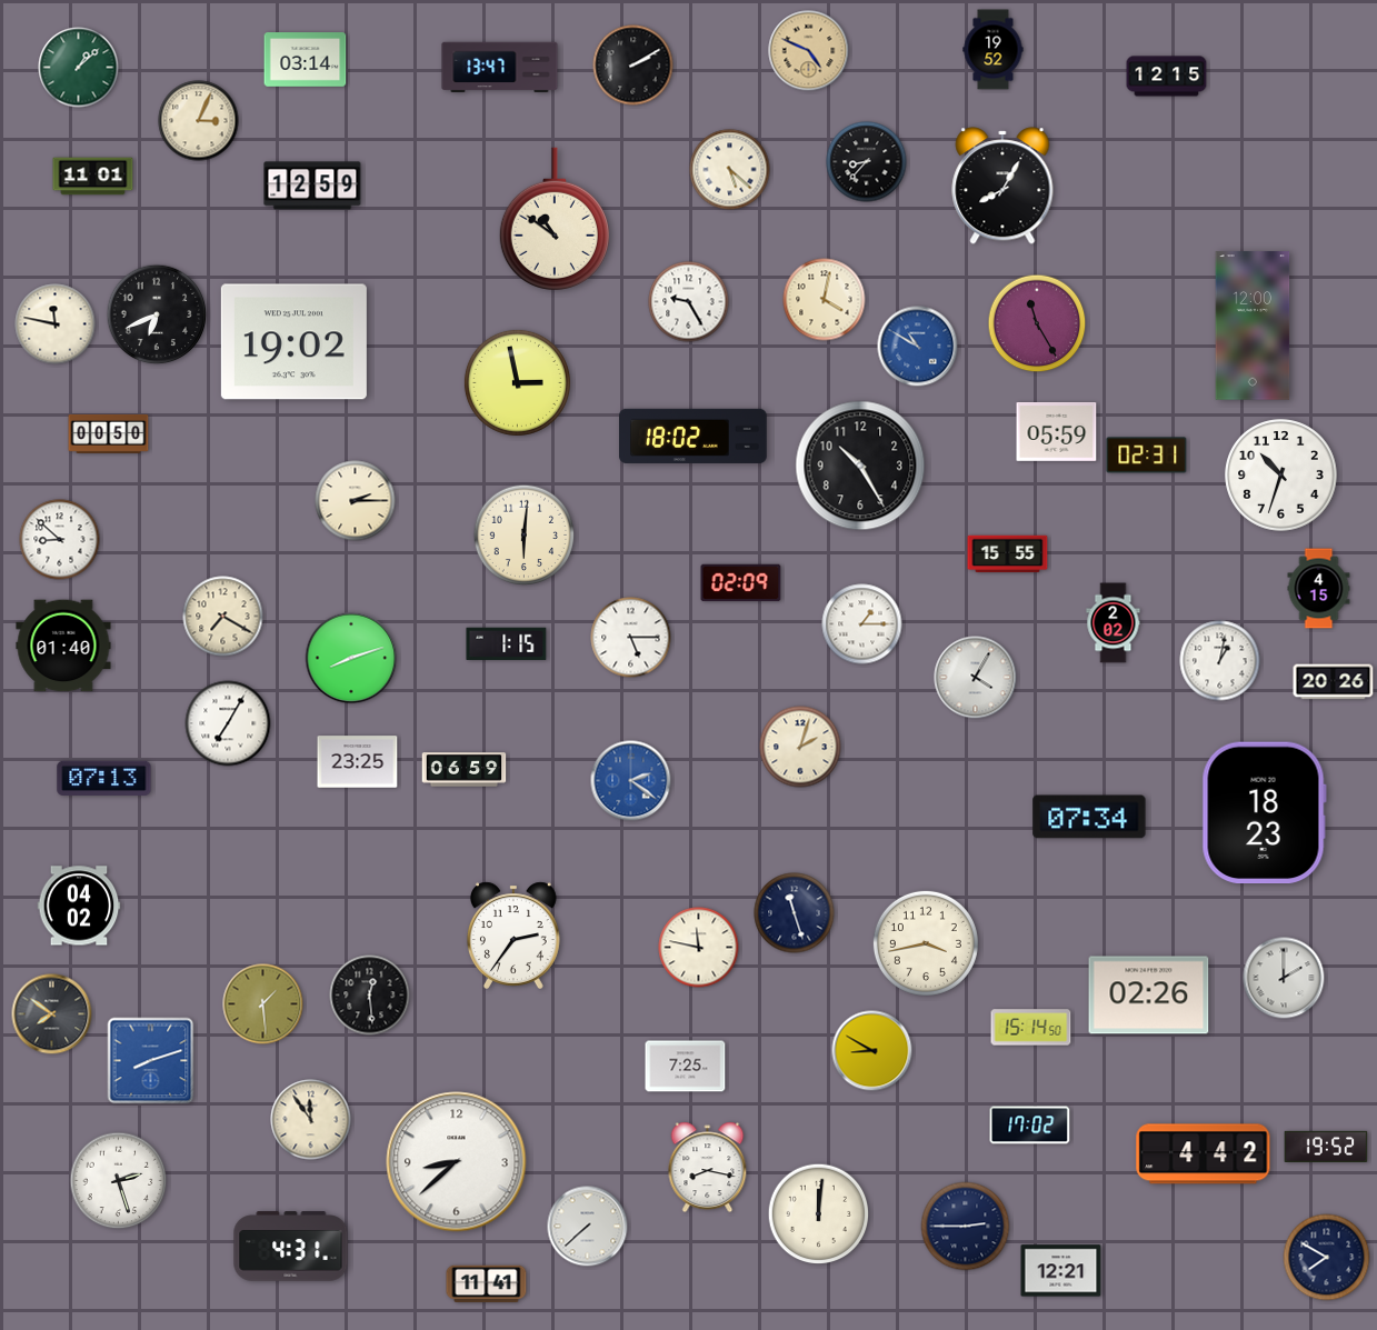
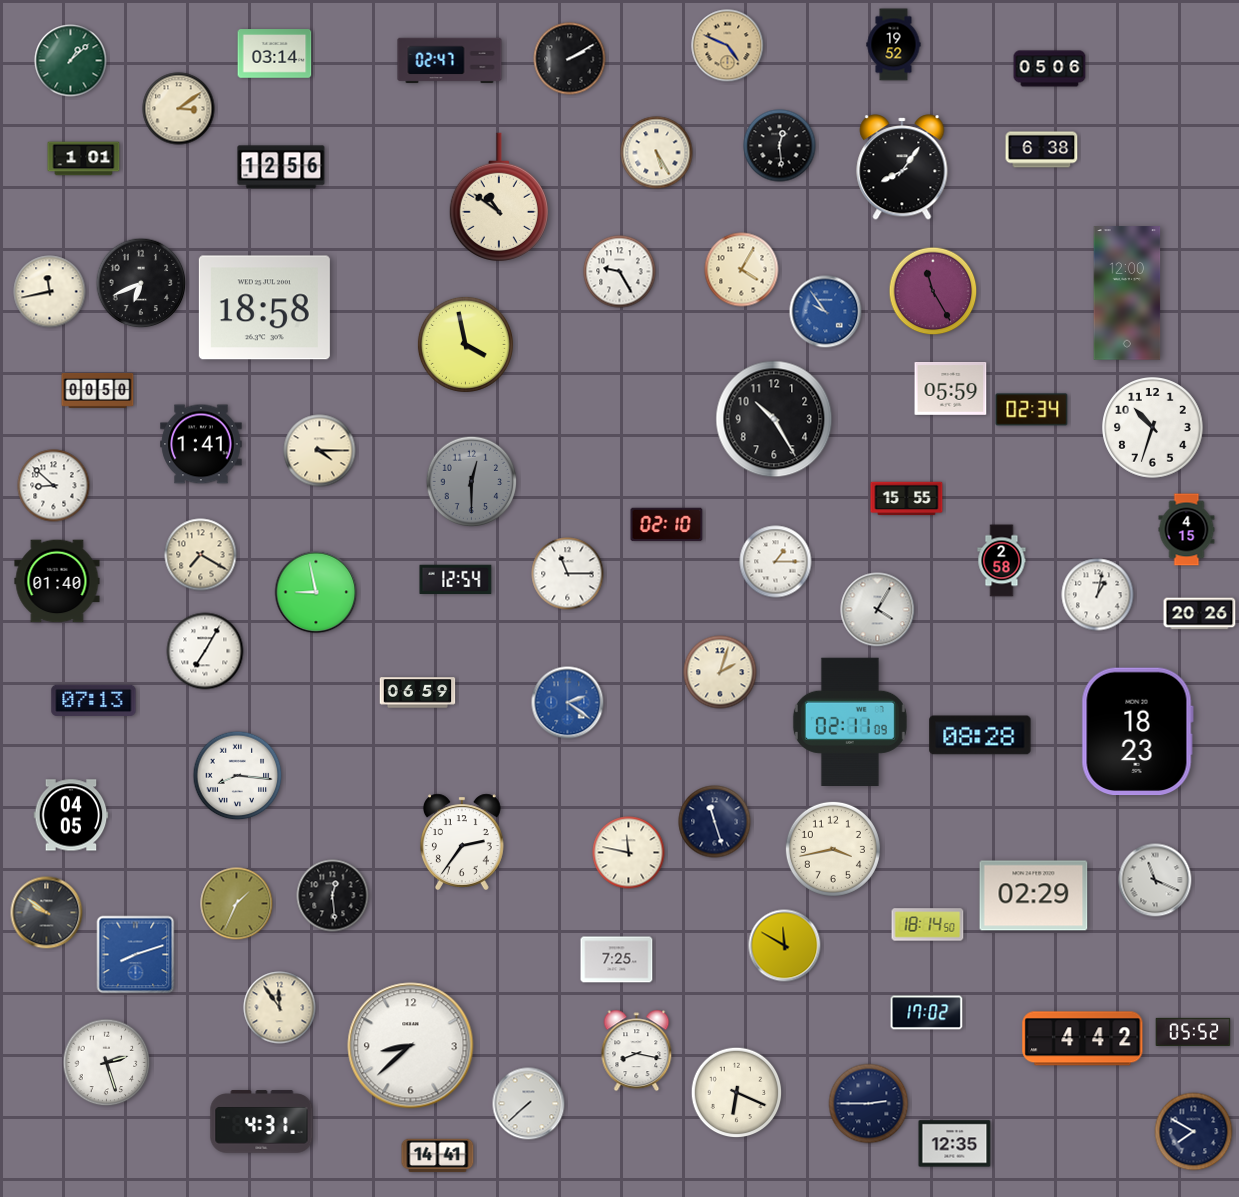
clock at (500, 68): 13:47 -> 02:47
clock at (1167, 77): 12:15 -> 05:06
clock at (199, 121): 3:04 -> 3:09
clock at (867, 162): 8:37 -> 12:29
clock at (1042, 150): none -> 6:38
clock at (730, 170): 5:22 -> 5:25
clock at (93, 177): 11:01 -> 1:01
clock at (312, 186): 12:59 -> 12:56
clock at (1002, 186): 8:05 -> 8:06
clock at (825, 300): 4:02 -> 4:05
clock at (56, 324): 11:47 -> 11:43
clock at (293, 342): 19:02 -> 18:58
clock at (918, 347): 10:50 -> 9:54
clock at (517, 382): 2:58 -> 3:58
clock at (694, 436): 18:02 -> none
clock at (1147, 456): 02:31 -> 02:34
clock at (201, 444): none -> 1:41
clock at (356, 501): 2:15 -> 4:15
clock at (525, 536): 6:01 -> 12:30
clock at (525, 536) dial: cream -> grey
clock at (741, 583): 02:09 -> 02:10
clock at (1114, 623): 2:02 -> 2:58
clock at (631, 638): 5:15 -> 11:15
clock at (507, 644): 1:15 -> 12:54
clock at (351, 658): 8:12 -> 8:58
clock at (358, 762): 23:25 -> none
clock at (850, 721): none -> 02:11
clock at (1089, 817): 07:34 -> 08:28
clock at (238, 776): none -> 8:16
clock at (79, 906): 04:02 -> 04:05
clock at (1284, 978): 2:00 -> 11:19
clock at (1149, 996): 02:26 -> 02:29
clock at (263, 1004): 1:29 -> 1:34
clock at (52, 1014): 7:51 -> 9:51
clock at (1031, 1028): 15:14 -> 18:14
clock at (872, 1051): 8:50 -> 11:50
clock at (1326, 1147): 19:52 -> 05:52
clock at (819, 1214): 12:01 -> 6:19
clock at (1061, 1271): 12:21 -> 12:35
clock at (487, 1284): 11:41 -> 14:41
